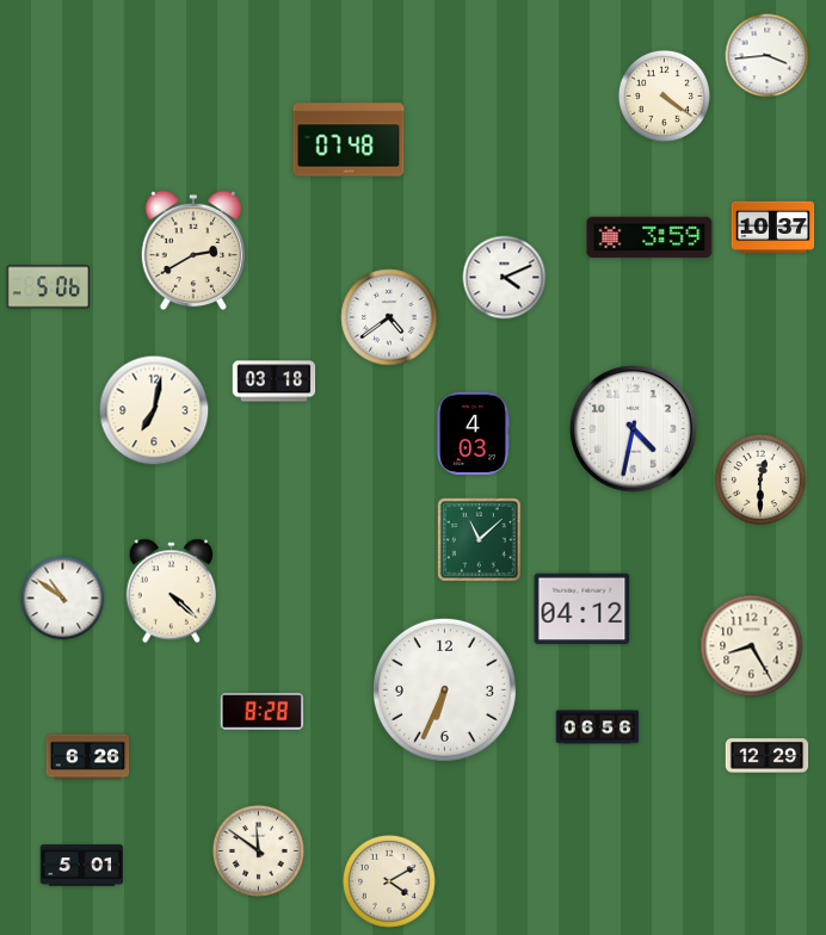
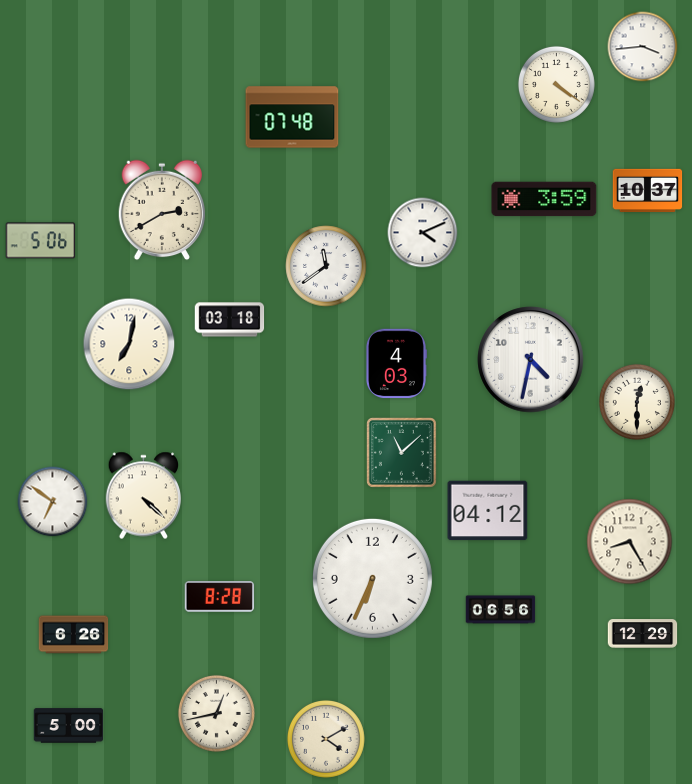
clock at (664, 95) position: (664, 95) -> (556, 84)
clock at (389, 317): 4:39 -> 11:39
clock at (63, 599): 10:51 -> 6:51
clock at (258, 850): 11:51 -> 12:43
clock at (82, 866): 5:01 -> 5:00
